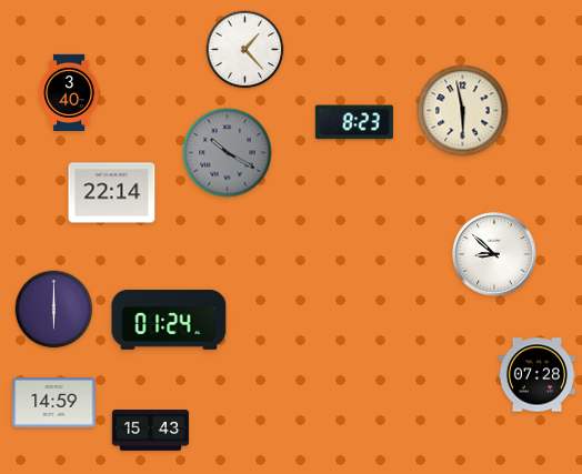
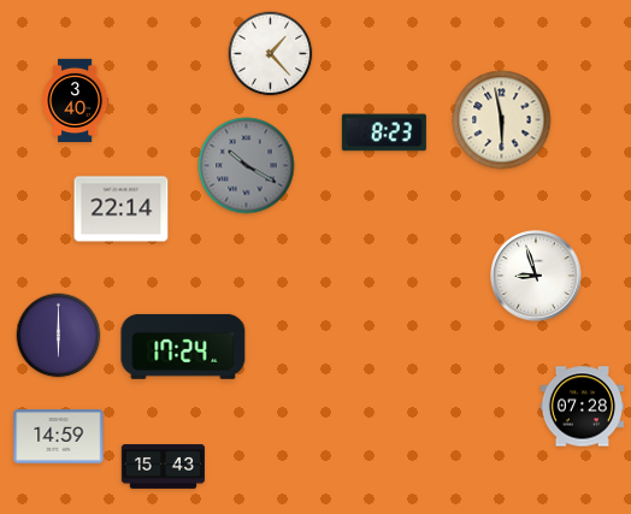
clock at (245, 50) position: (245, 50) -> (271, 54)
clock at (494, 254): 8:52 -> 8:57
clock at (169, 320): 01:24 -> 17:24
